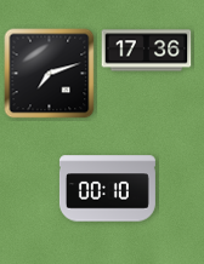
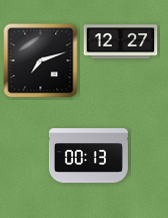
clock at (147, 51): 17:36 -> 12:27
clock at (107, 189): 00:10 -> 00:13
